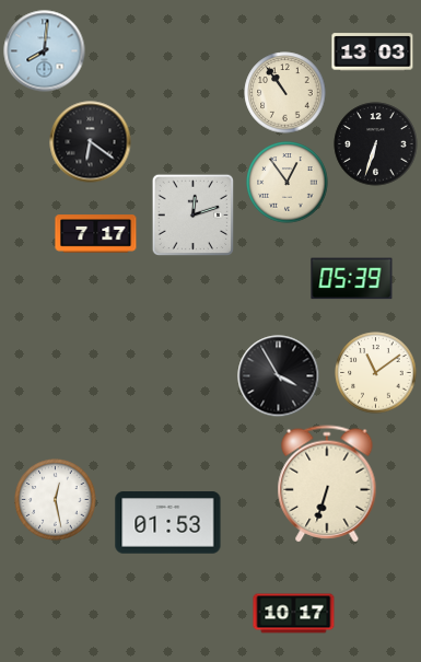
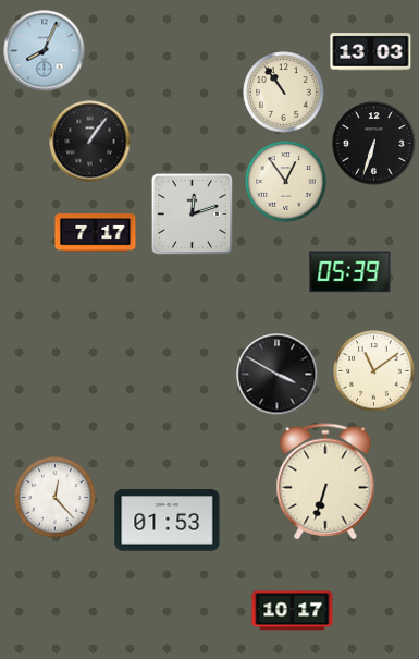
clock at (45, 51): 8:01 -> 8:04
clock at (91, 142): 6:21 -> 1:06
clock at (352, 279) position: (352, 279) -> (350, 272)
clock at (279, 376): 3:55 -> 3:50
clock at (56, 500): 12:28 -> 12:23
